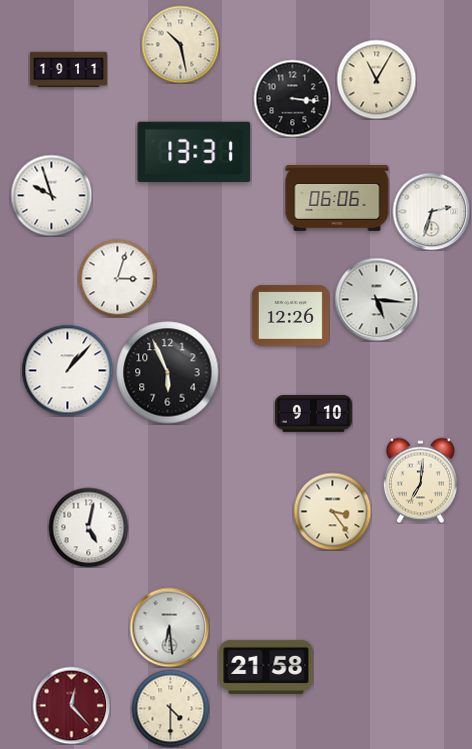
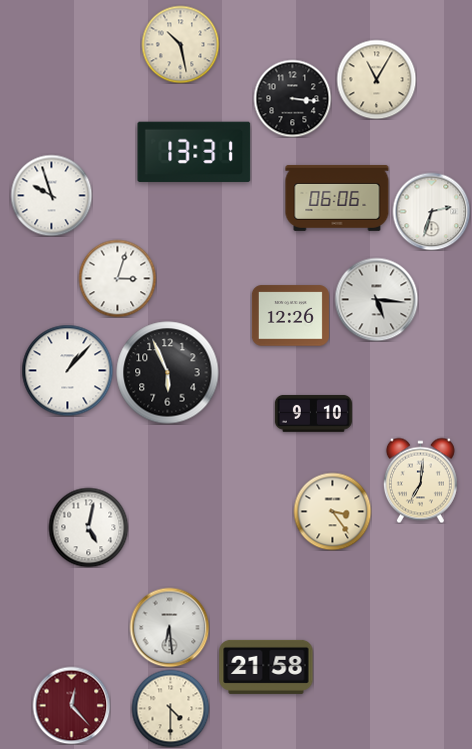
clock at (68, 70): 19:11 -> none
